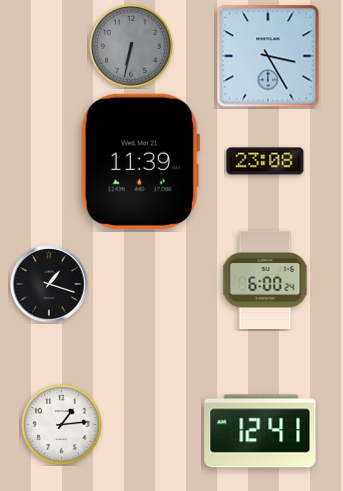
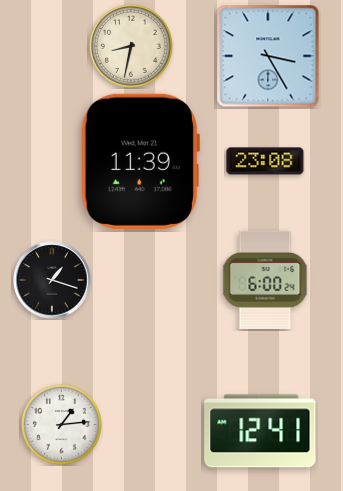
clock at (131, 46): 6:32 -> 8:32
clock at (131, 46) dial: grey -> cream
clock at (49, 284) position: (49, 284) -> (52, 280)
